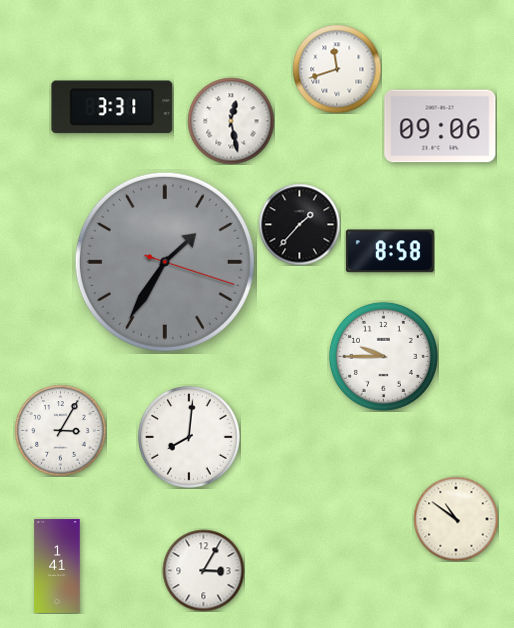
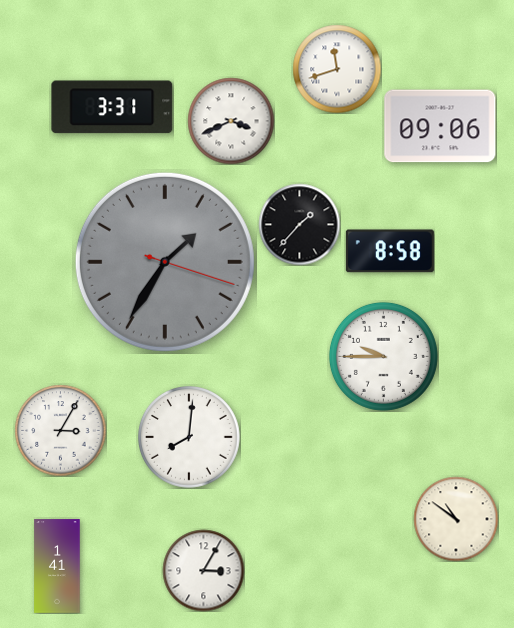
clock at (231, 121): 12:28 -> 3:41
